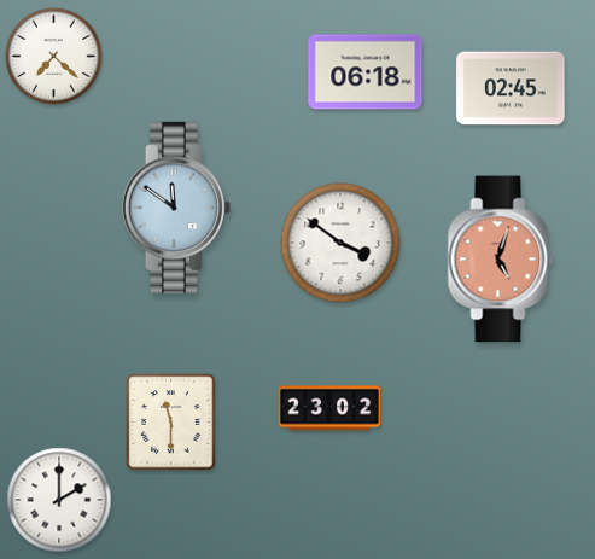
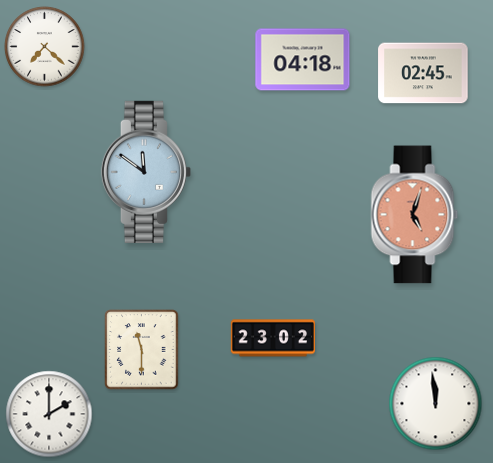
clock at (366, 72): 06:18 -> 04:18
clock at (340, 243): 3:51 -> none
clock at (436, 404): none -> 11:59
